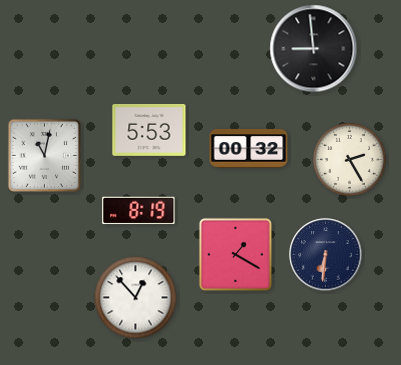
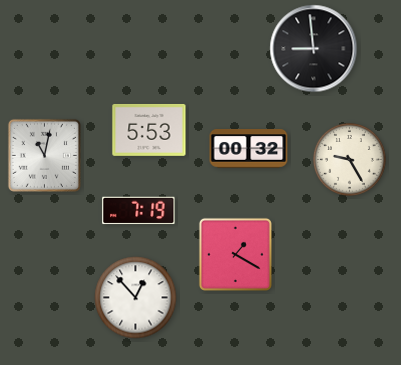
clock at (349, 159): 2:25 -> 9:25
clock at (139, 211): 8:19 -> 7:19
clock at (326, 255): 6:31 -> none
